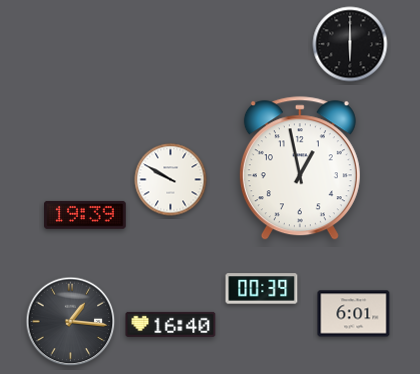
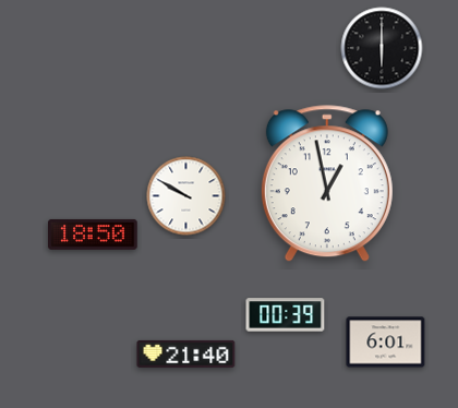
clock at (85, 215): 19:39 -> 18:50
clock at (71, 322): 1:16 -> none
clock at (171, 324): 16:40 -> 21:40
